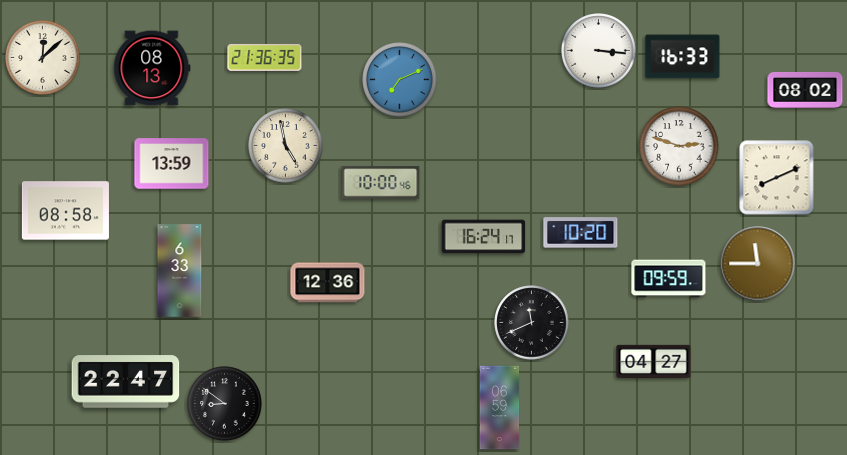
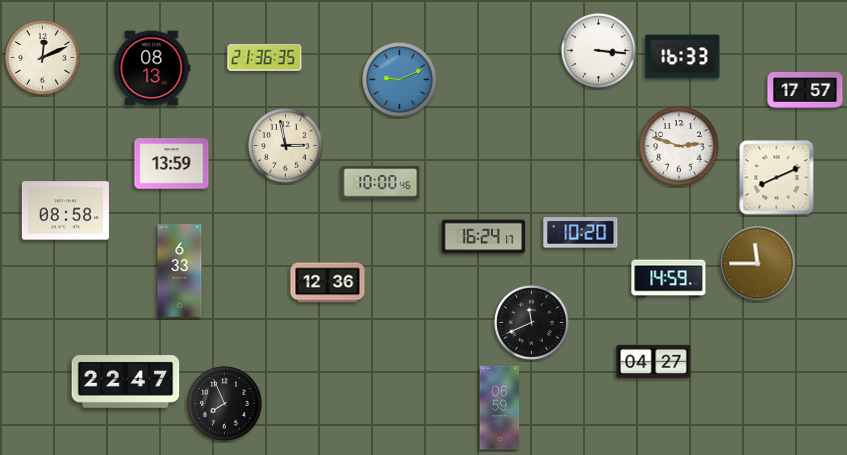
clock at (43, 58): 12:08 -> 12:11
clock at (400, 80): 7:11 -> 9:11
clock at (805, 90): 08:02 -> 17:57
clock at (286, 146): 4:58 -> 2:58
clock at (669, 279): 09:59 -> 14:59
clock at (225, 404): 8:51 -> 7:56
